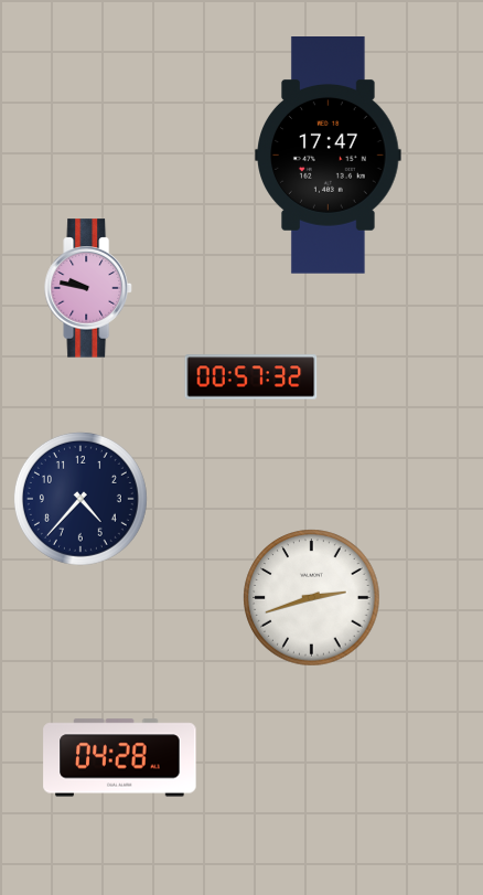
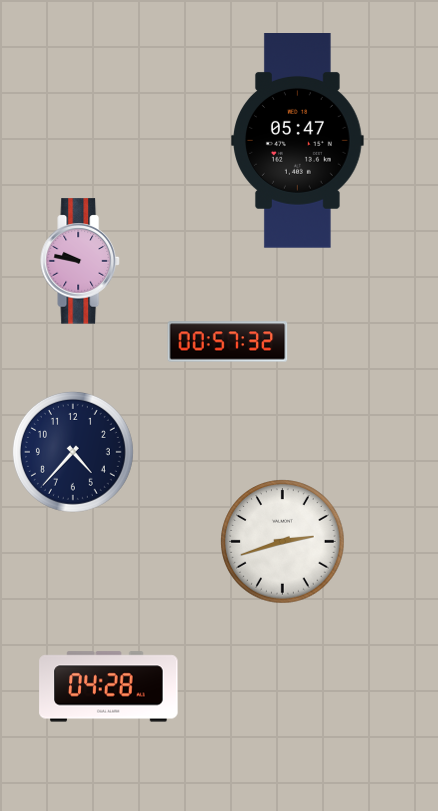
clock at (329, 156): 17:47 -> 05:47
